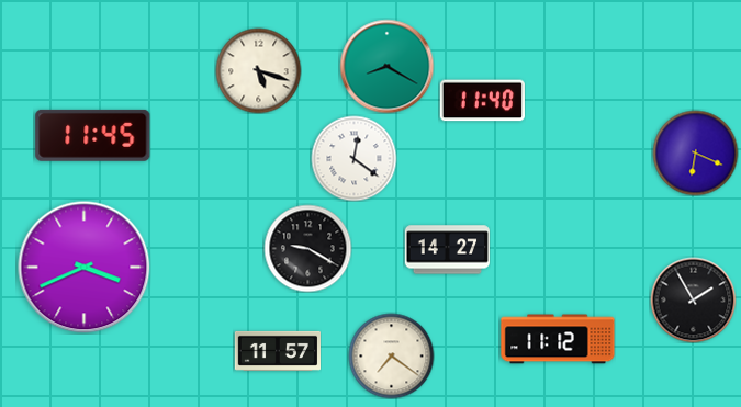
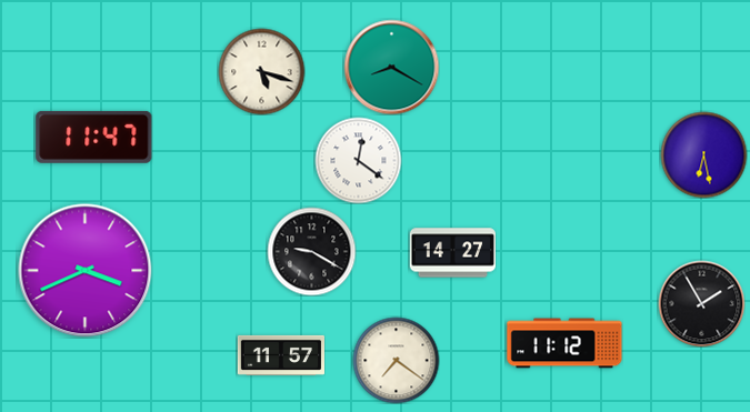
clock at (482, 101): 11:40 -> none
clock at (93, 135): 11:45 -> 11:47
clock at (695, 152): 6:19 -> 6:28
